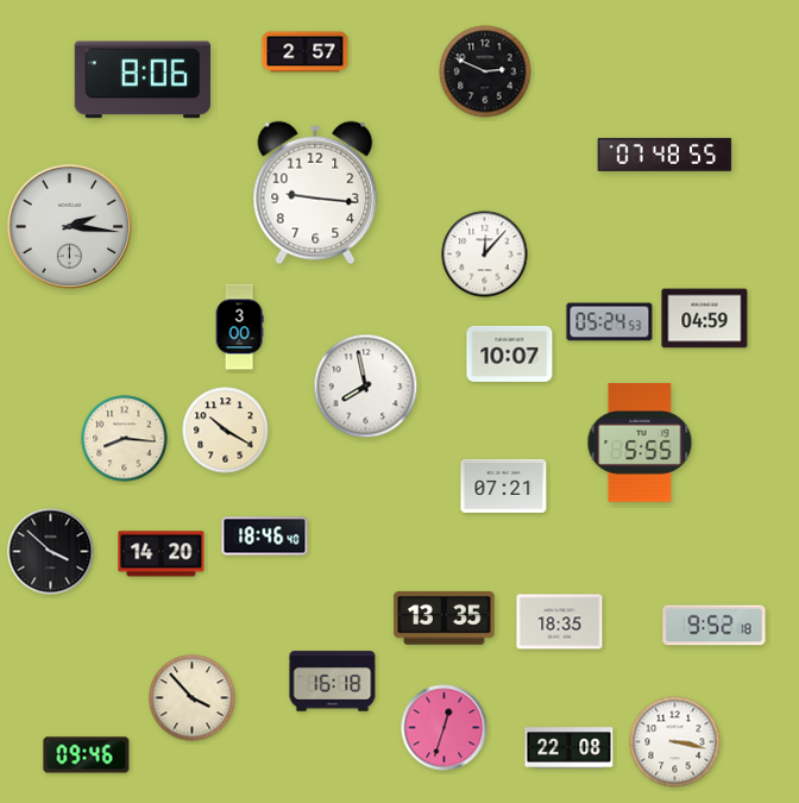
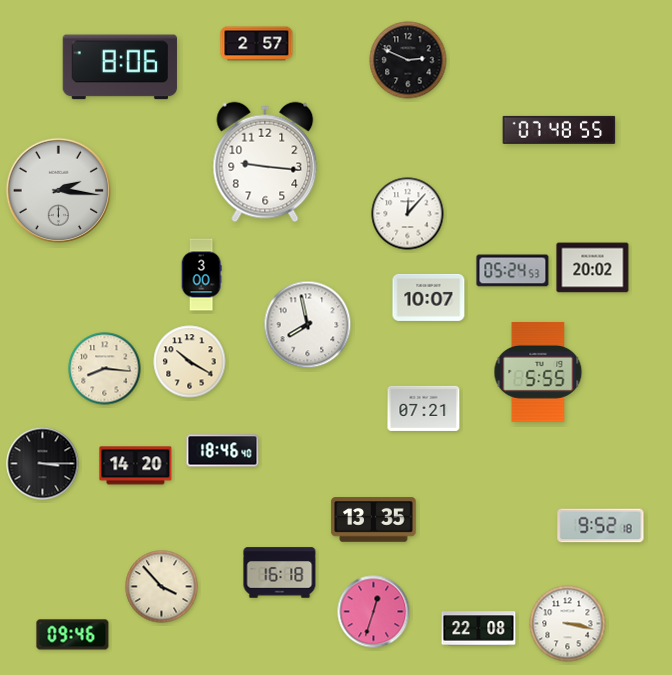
clock at (705, 319): 04:59 -> 20:02
clock at (51, 552): 3:52 -> 3:15
clock at (560, 622): 18:35 -> none
